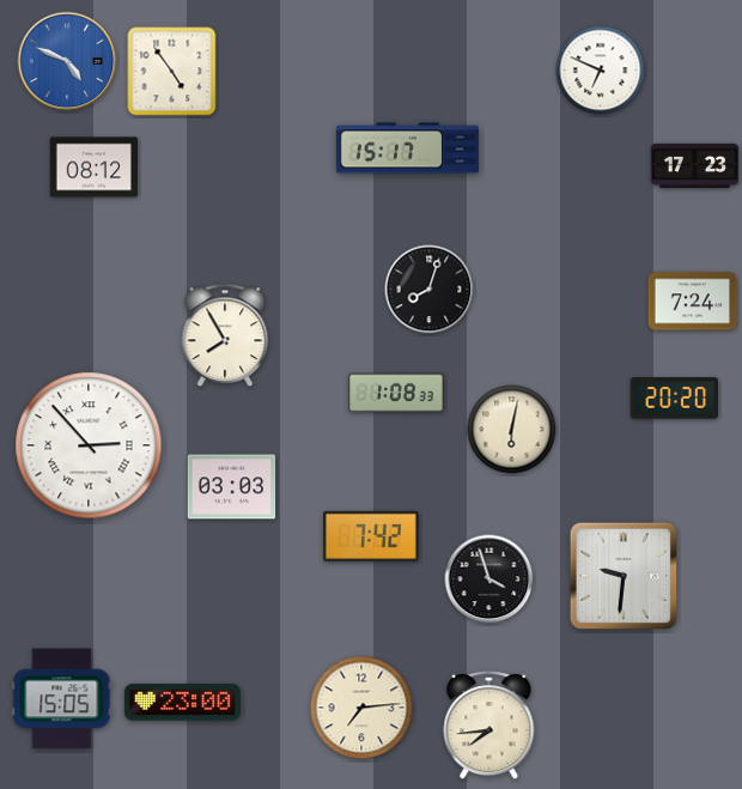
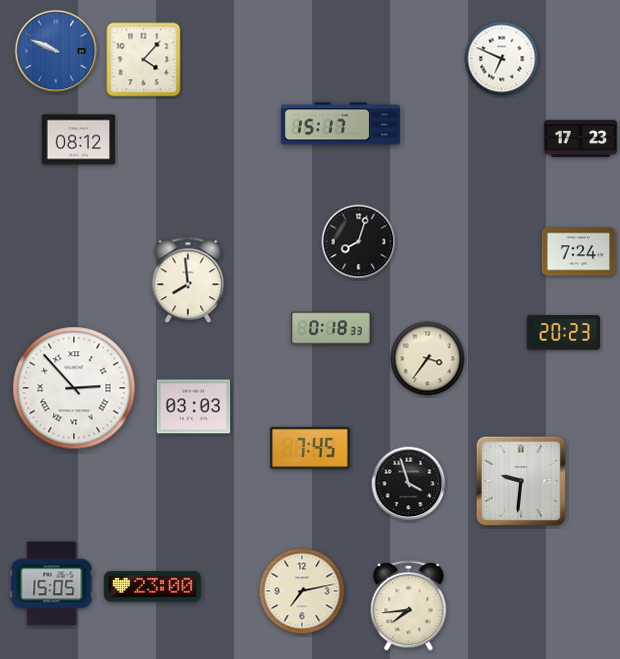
clock at (67, 61): 4:49 -> 9:49
clock at (172, 72): 4:54 -> 4:07
clock at (225, 335): 7:55 -> 7:59
clock at (396, 393): 1:08 -> 0:18
clock at (675, 399): 20:20 -> 20:23
clock at (512, 430): 6:02 -> 3:36
clock at (89, 445) position: (89, 445) -> (74, 388)
clock at (371, 536): 7:42 -> 7:45
clock at (361, 708): 7:14 -> 7:13
